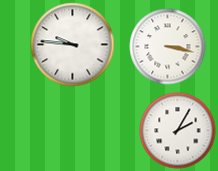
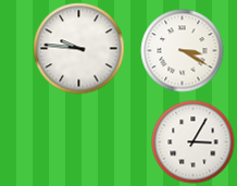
clock at (168, 47): 3:17 -> 3:20
clock at (178, 131): 2:05 -> 3:05
